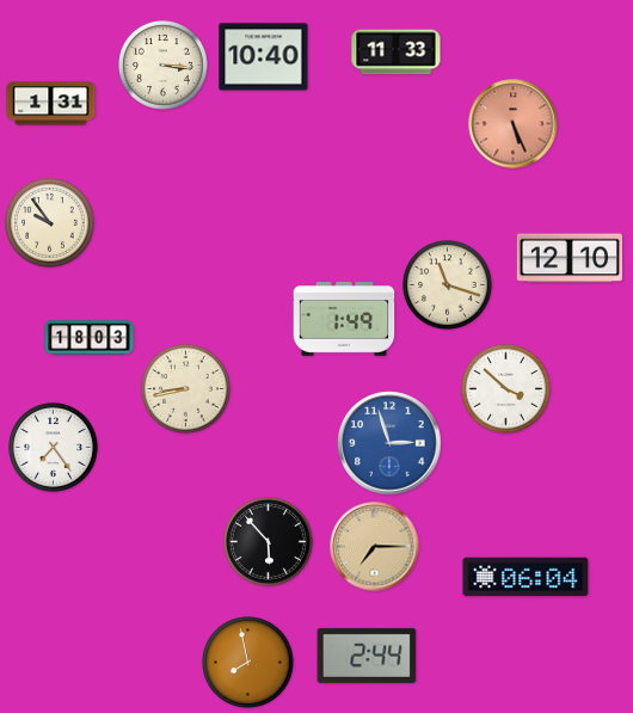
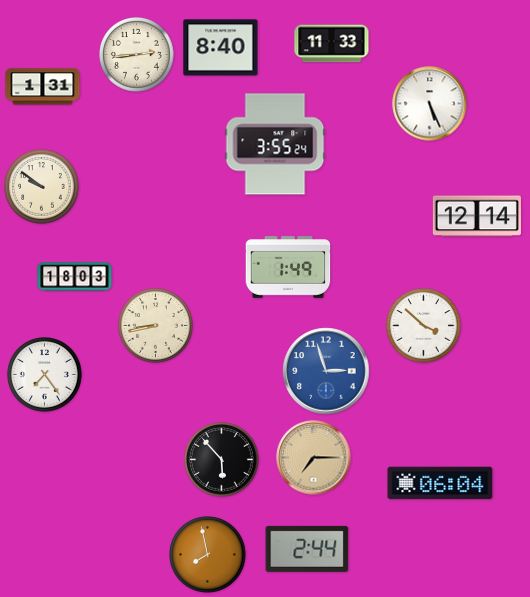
clock at (264, 57): 10:40 -> 8:40
clock at (164, 66): 3:16 -> 2:44
clock at (514, 124) dial: salmon -> white
clock at (275, 144): none -> 3:55
clock at (50, 223): 9:54 -> 9:51
clock at (570, 258): 12:10 -> 12:14
clock at (448, 285): 11:18 -> none
clock at (90, 338) position: (90, 338) -> (75, 277)
clock at (269, 542) position: (269, 542) -> (222, 460)
